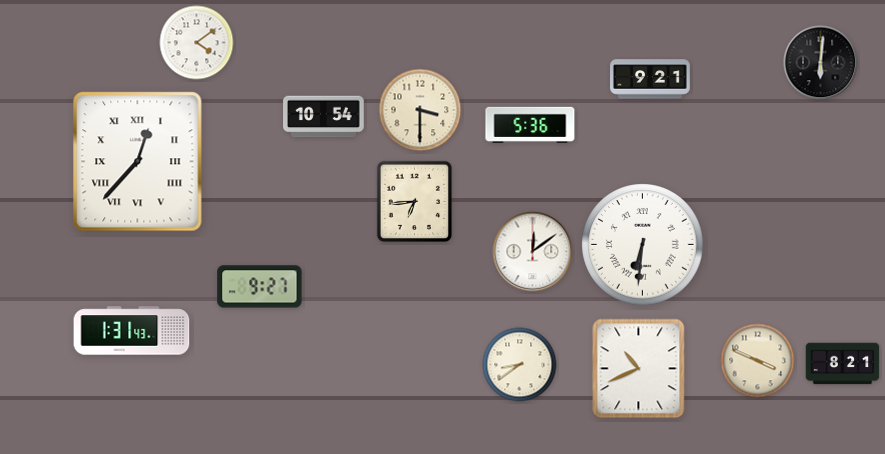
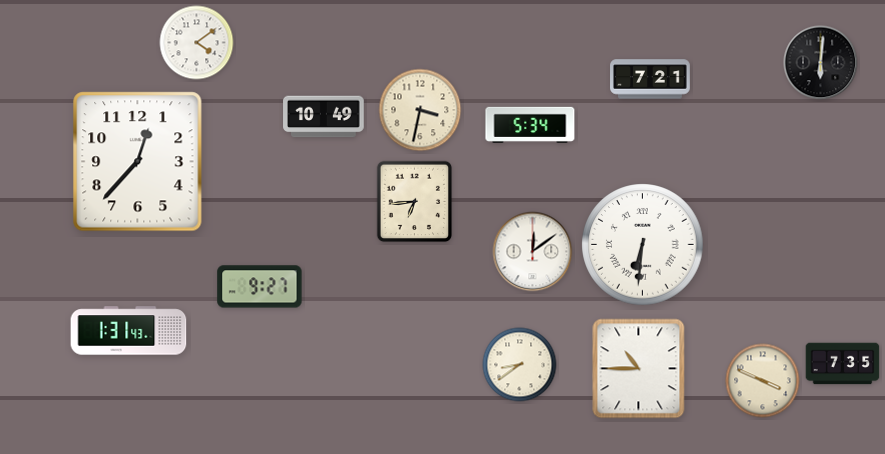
clock at (650, 79): 9:21 -> 7:21
clock at (420, 110): 3:30 -> 3:32
clock at (324, 117): 10:54 -> 10:49
clock at (530, 125): 5:36 -> 5:34
clock at (138, 162) numerals: Roman -> Arabic
clock at (132, 331) position: (132, 331) -> (129, 331)
clock at (758, 361) position: (758, 361) -> (763, 381)
clock at (843, 364): 8:21 -> 7:35
clock at (639, 369): 10:41 -> 10:45
